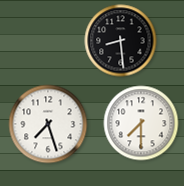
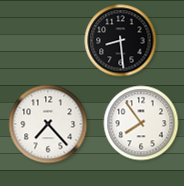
clock at (141, 123): 7:30 -> 7:54
clock at (48, 124): 7:27 -> 7:23
